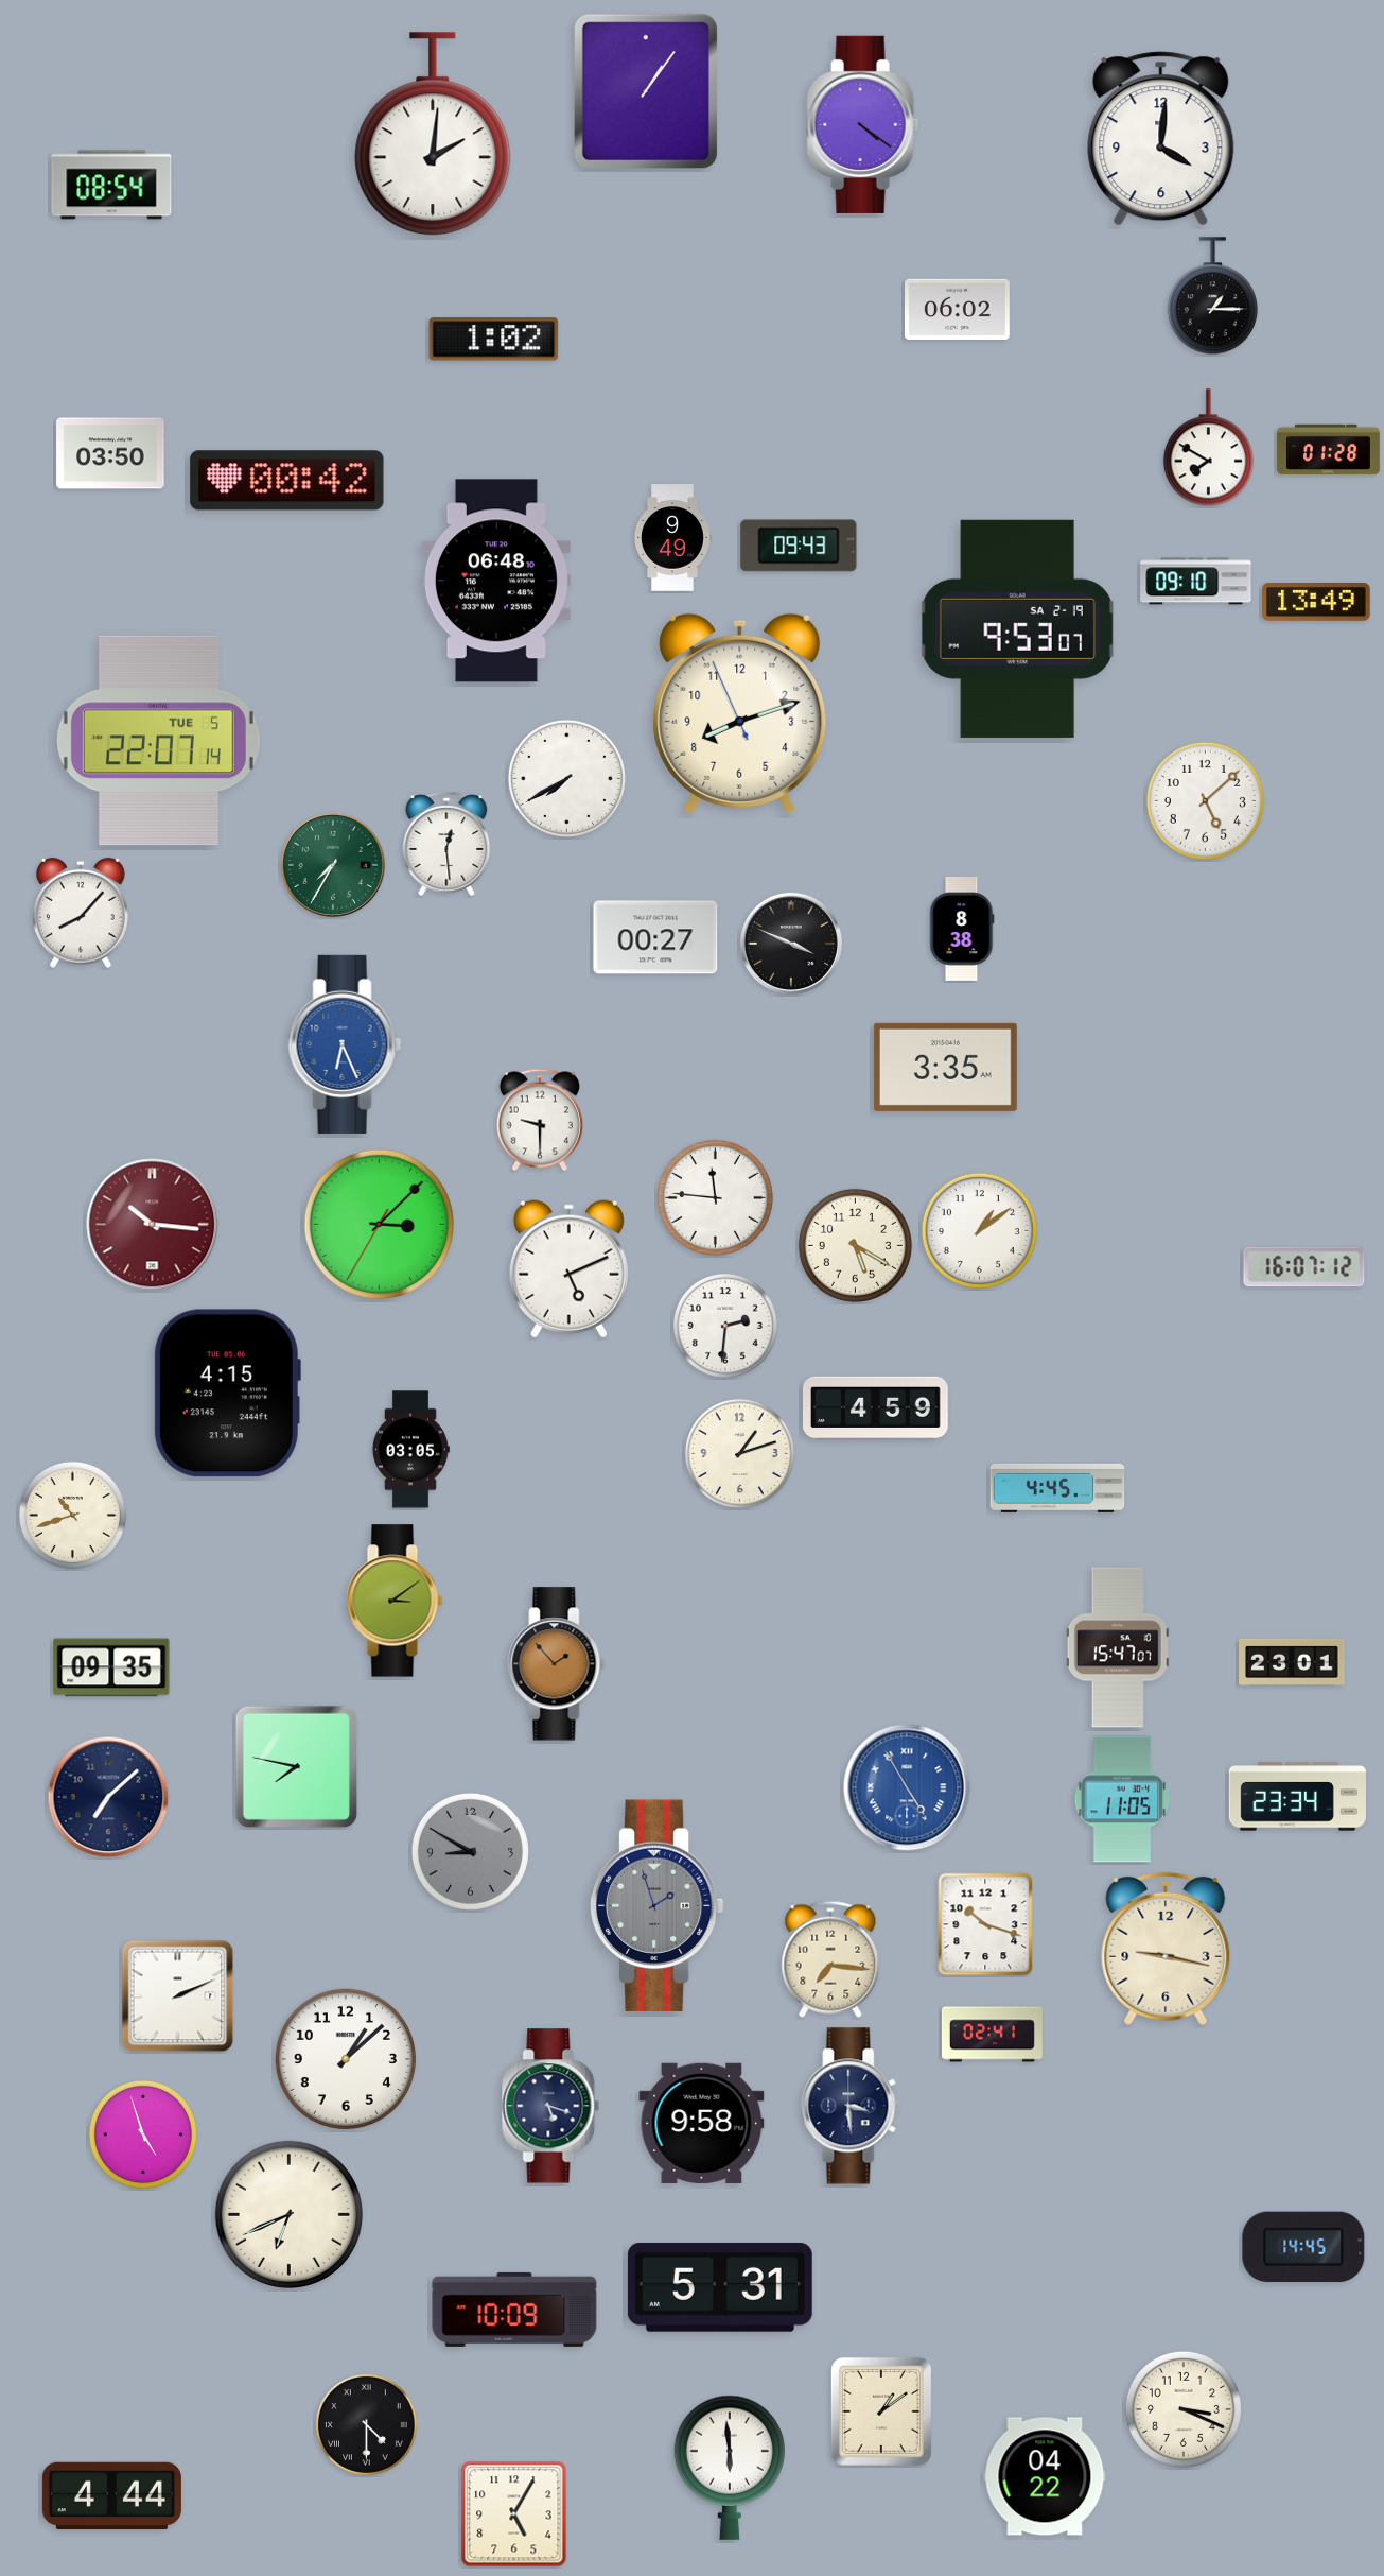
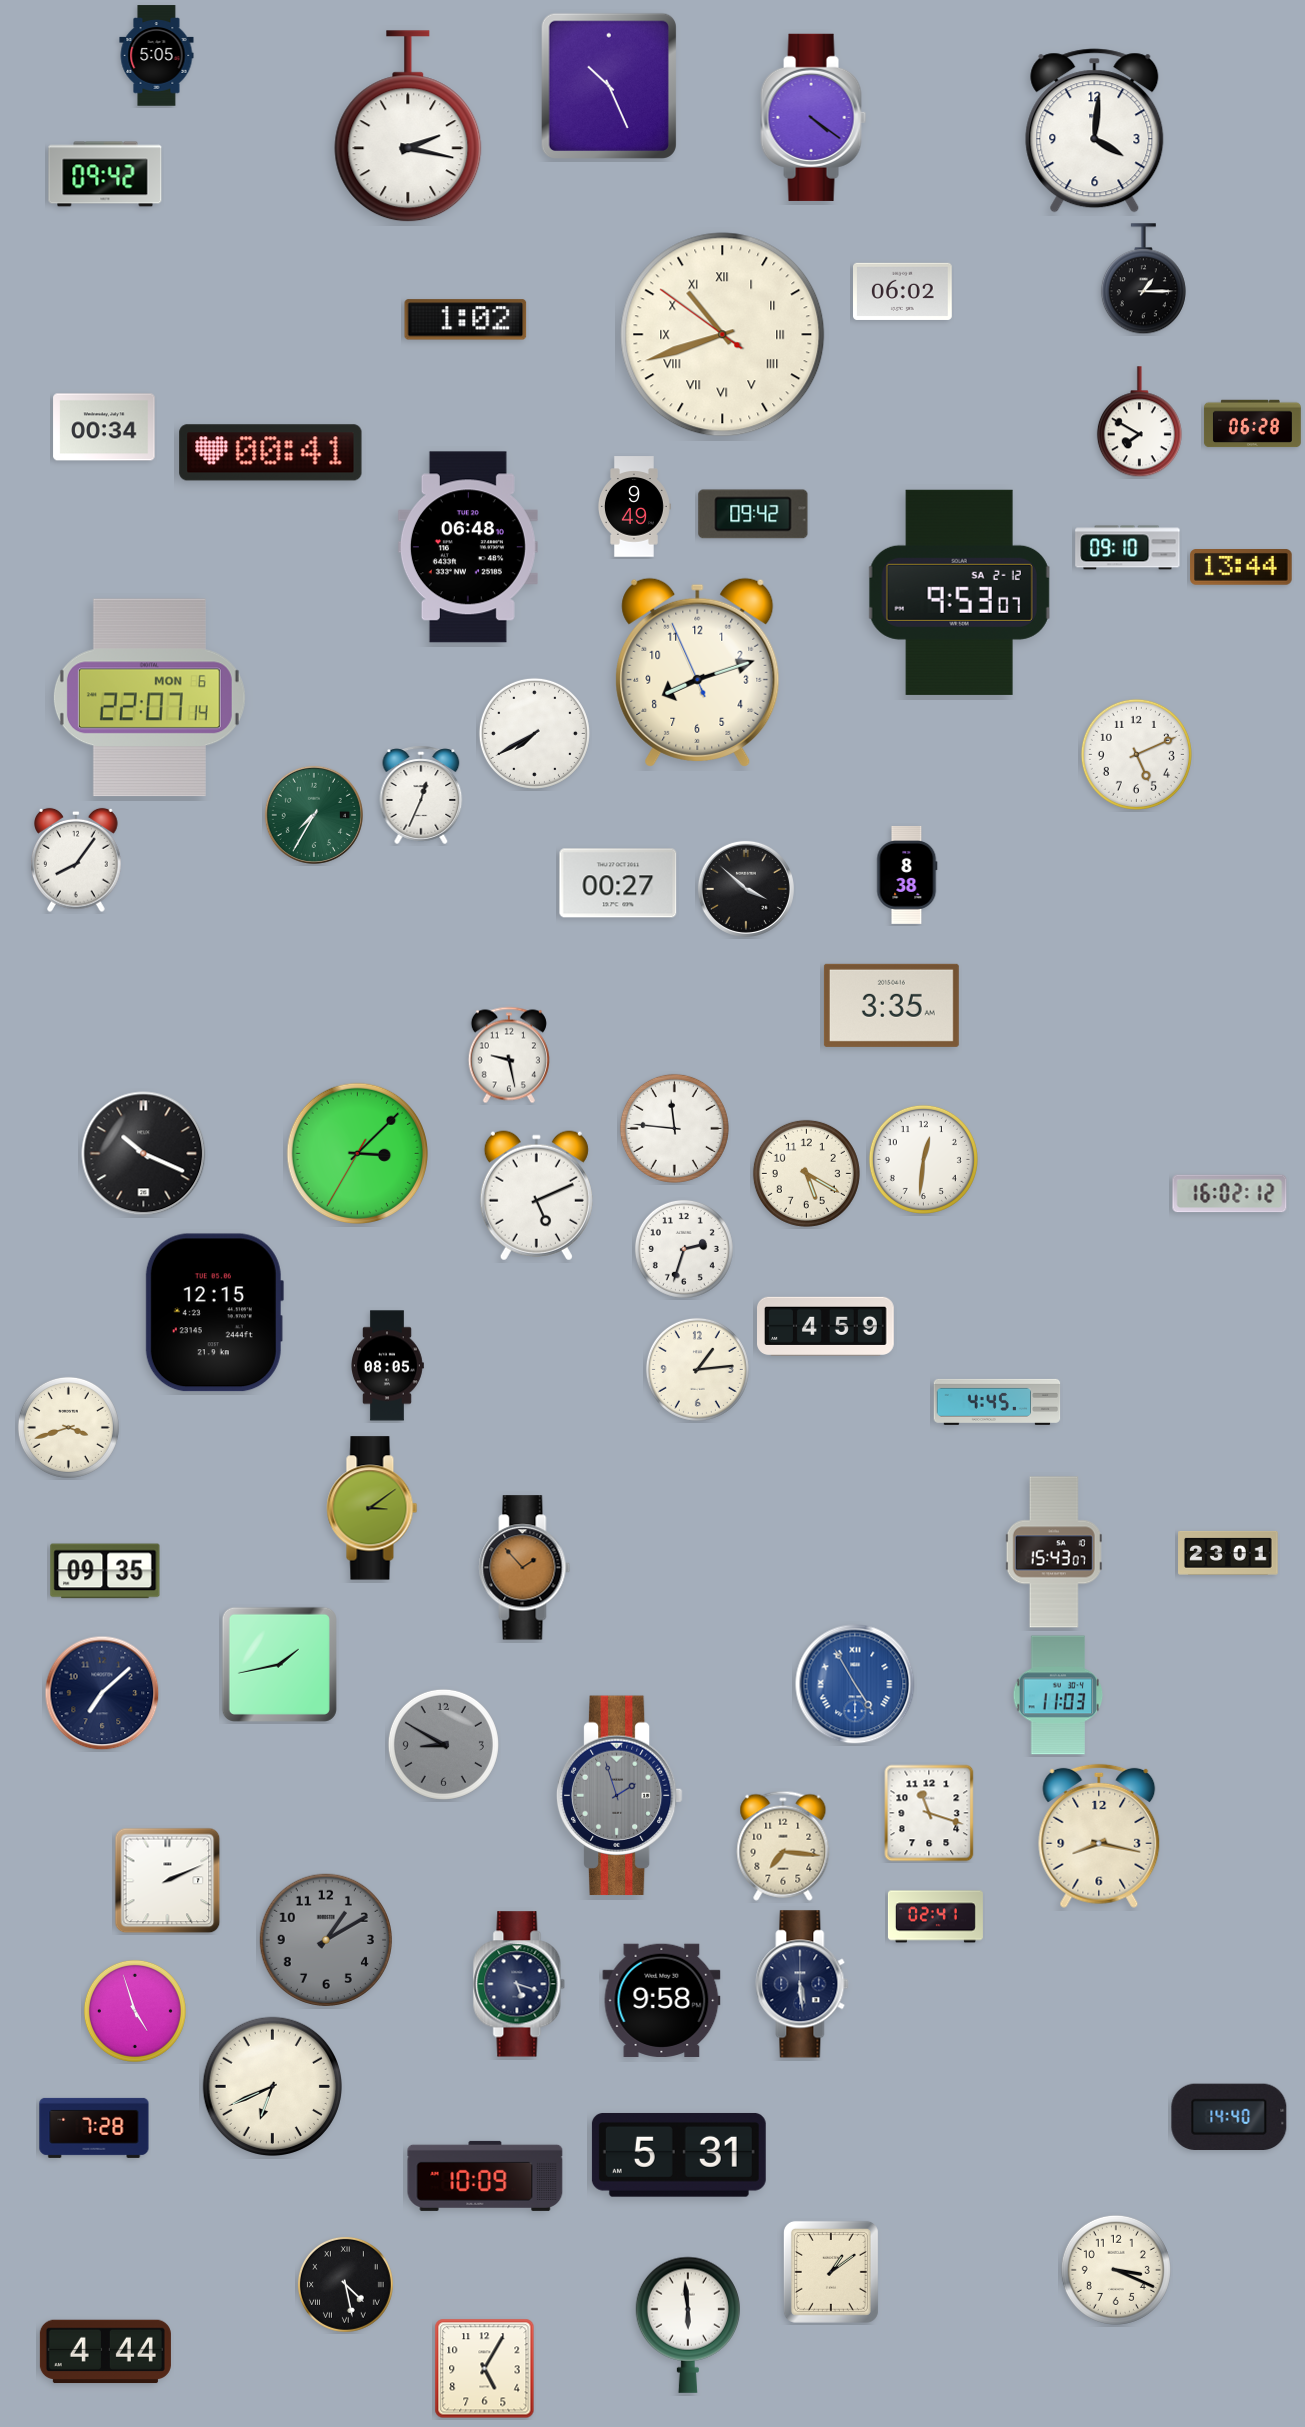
clock at (157, 56): none -> 5:05
clock at (646, 91): 1:06 -> 10:26
clock at (433, 135): 2:01 -> 2:17
clock at (111, 185): 08:54 -> 09:42
clock at (723, 335): none -> 10:41
clock at (1328, 450): 01:28 -> 06:28
clock at (110, 453): 03:50 -> 00:34
clock at (287, 481): 00:42 -> 00:41
clock at (799, 546): 09:43 -> 09:42
clock at (1316, 603): 13:49 -> 13:44
clock at (1017, 628) date: SA 2-19 -> SA 2-12
clock at (158, 741) date: TUE 5 -> MON 6
clock at (1205, 800): 5:08 -> 5:11
clock at (446, 844): 12:29 -> 12:34
clock at (82, 913): 8:07 -> 8:06
clock at (791, 944): 3:49 -> 3:52
clock at (345, 1044): 6:26 -> none
clock at (540, 1120): 9:30 -> 9:28
clock at (153, 1225): 10:16 -> 10:19
clock at (153, 1225) dial: burgundy -> black
clock at (979, 1230): 1:09 -> 12:31
clock at (1304, 1267): 16:07 -> 16:02
clock at (725, 1326): 2:31 -> 2:33
clock at (227, 1394): 4:15 -> 12:15
clock at (411, 1450): 03:05 -> 08:05
clock at (739, 1453): 1:12 -> 1:14
clock at (72, 1515): 10:42 -> 3:42
clock at (1118, 1647): 15:47 -> 15:43
clock at (1292, 1662) position: (1292, 1662) -> (1228, 1553)
clock at (296, 1766): 7:47 -> 1:43
clock at (1297, 1797): 23:34 -> none
clock at (1122, 1799): 11:05 -> 11:03
clock at (985, 1924): 10:18 -> 11:18
clock at (1166, 1949): 9:17 -> 8:17
clock at (346, 2059): 1:08 -> 1:10
clock at (346, 2059) dial: white -> grey
clock at (851, 2106): 3:29 -> 5:29
clock at (1303, 2246): 14:45 -> 14:40
clock at (94, 2128): none -> 7:28
clock at (366, 2424): 4:30 -> 4:28
clock at (1045, 2476): 04:22 -> none
